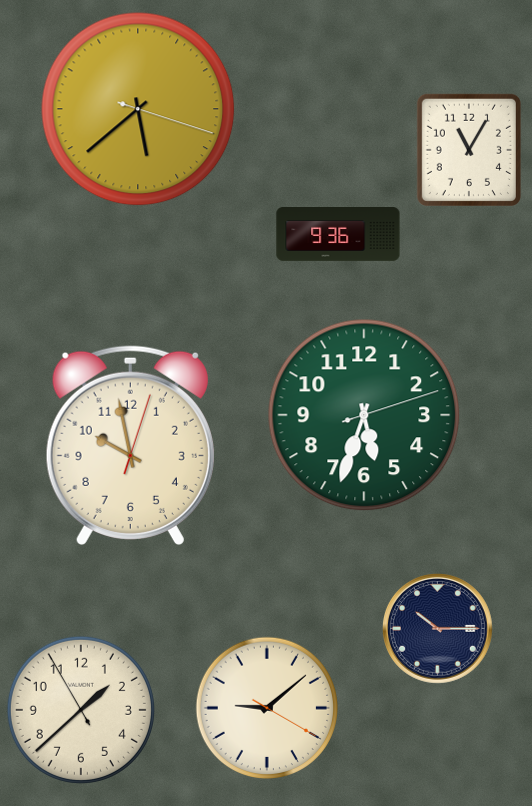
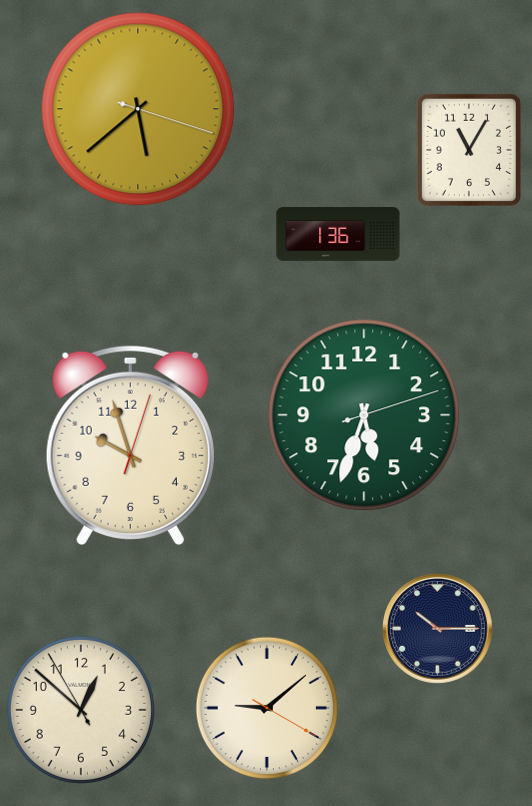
clock at (338, 235): 9:36 -> 1:36
clock at (130, 445): 9:58 -> 9:57
clock at (81, 710): 1:37 -> 12:51
